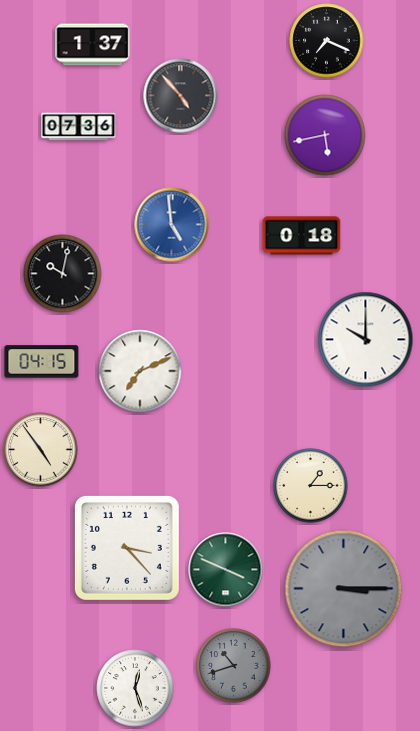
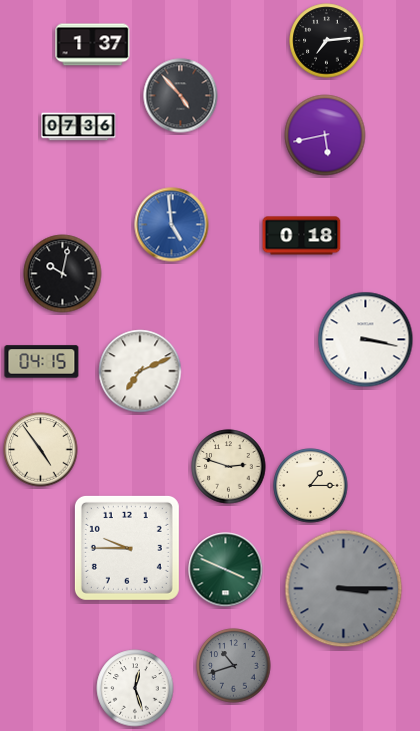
clock at (327, 41): 7:19 -> 7:14
clock at (366, 340): 10:00 -> 3:17
clock at (229, 467): none -> 2:48
clock at (127, 548): 3:23 -> 9:45
